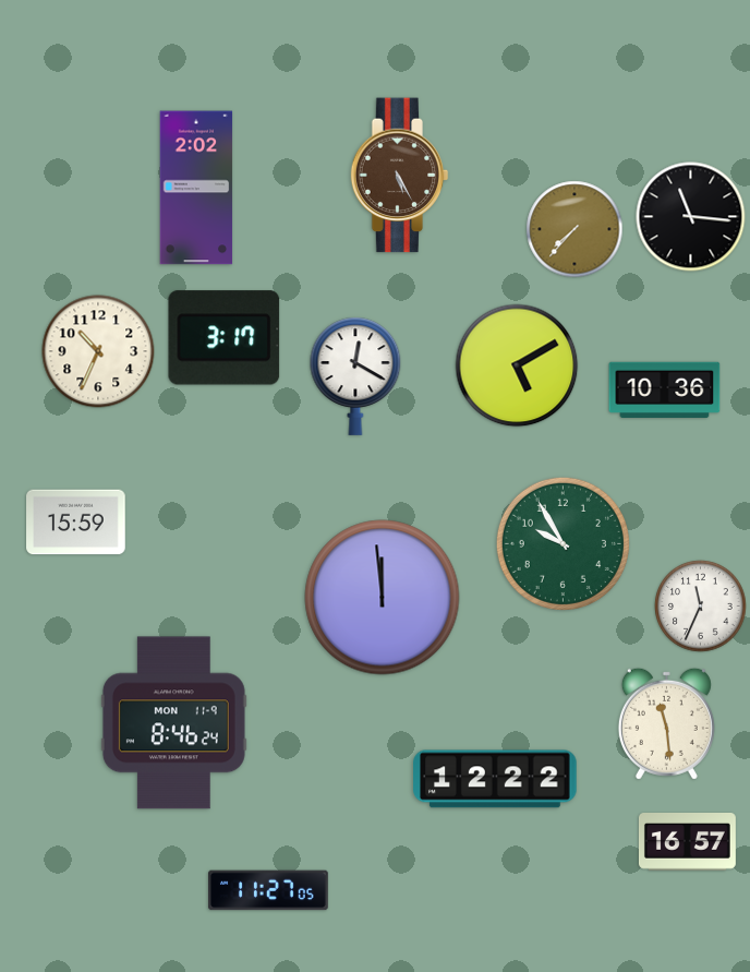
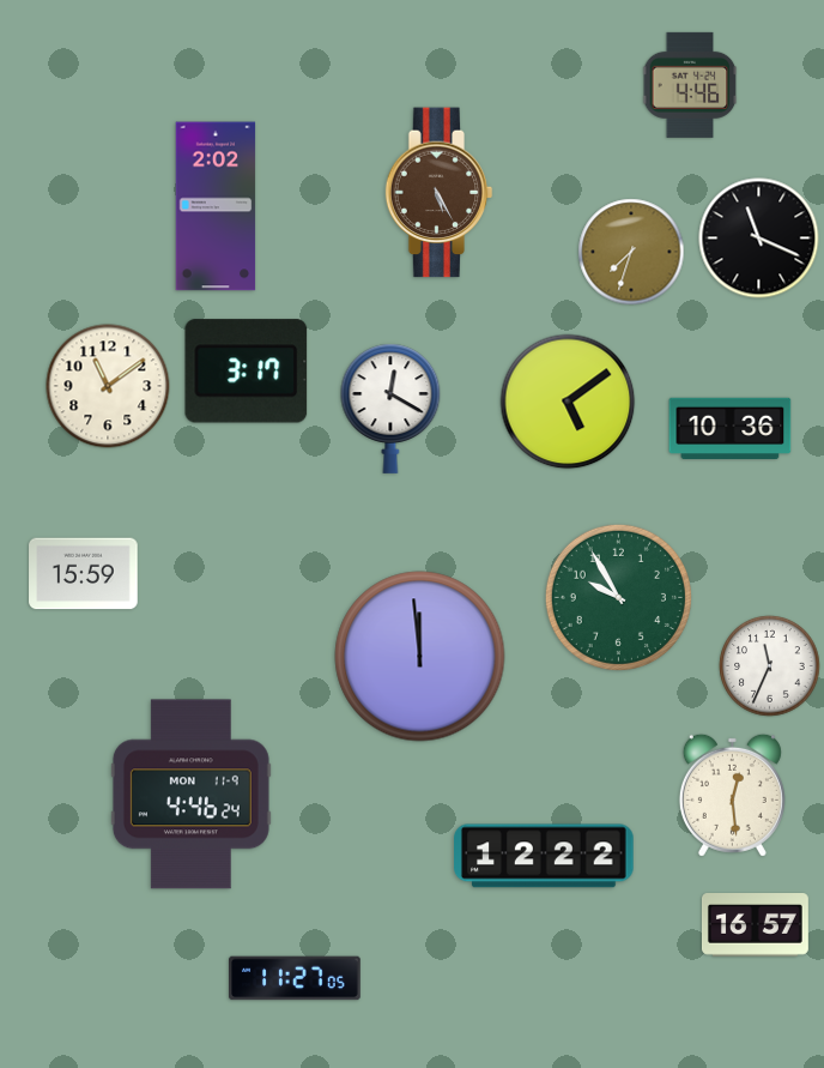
clock at (690, 85): none -> 4:46
clock at (691, 217): 11:16 -> 11:19
clock at (574, 229): 7:37 -> 7:33
clock at (98, 351): 10:34 -> 11:09
clock at (517, 365): 5:10 -> 5:09
clock at (355, 376) position: (355, 376) -> (390, 409)
clock at (173, 723): 8:46 -> 4:46
clock at (666, 723): 11:29 -> 12:29
